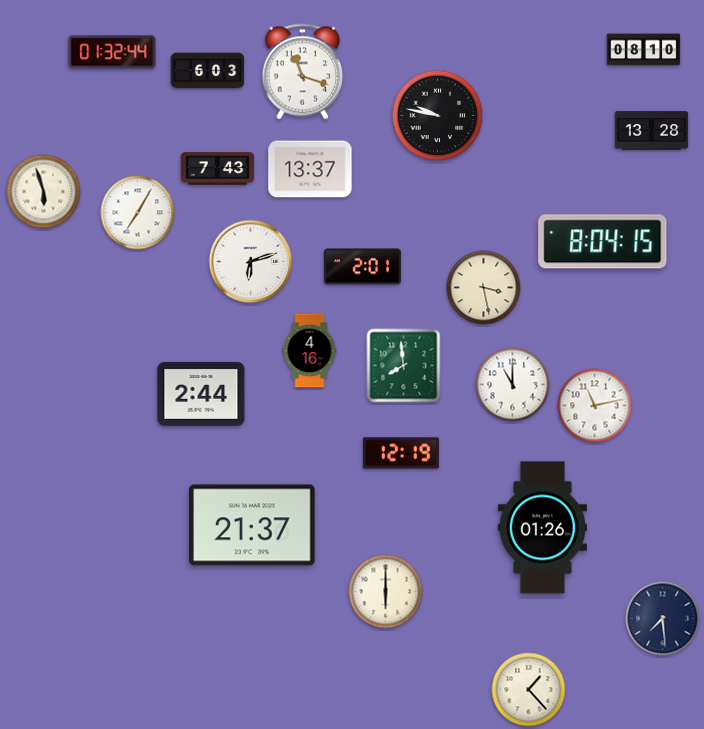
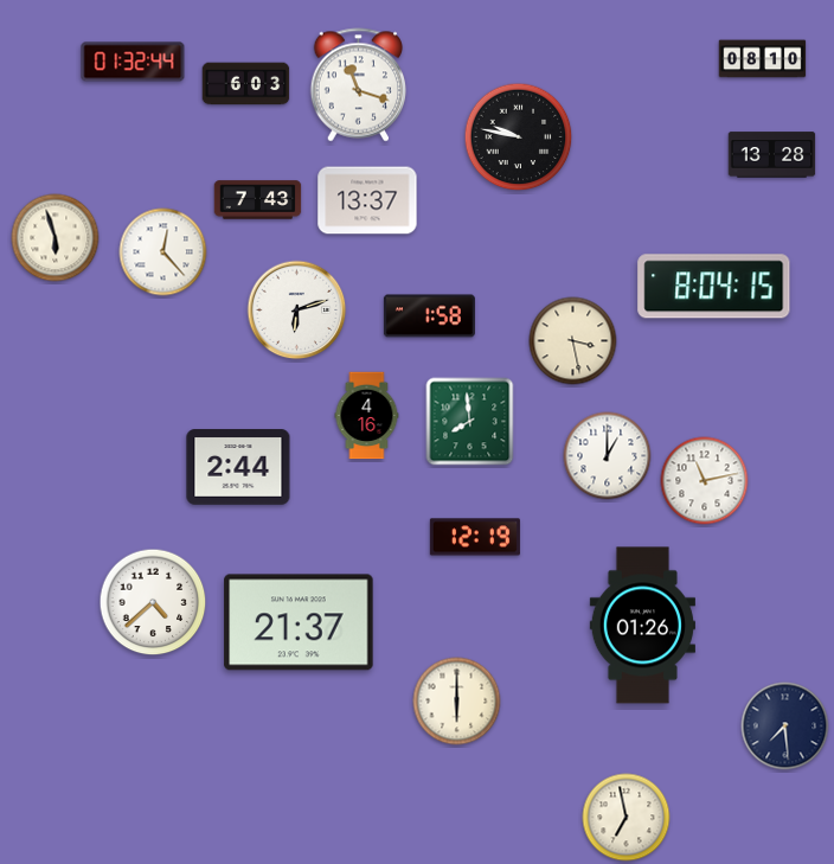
clock at (44, 192) position: (44, 192) -> (56, 238)
clock at (138, 213): 7:05 -> 12:23
clock at (362, 267): 2:01 -> 1:58
clock at (404, 366) position: (404, 366) -> (470, 422)
clock at (513, 385): 11:00 -> 1:00
clock at (153, 602): none -> 4:38
clock at (663, 619) position: (663, 619) -> (785, 727)
clock at (529, 690): 1:23 -> 6:58
